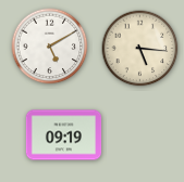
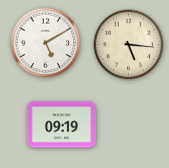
clock at (64, 135) position: (64, 135) -> (62, 125)
